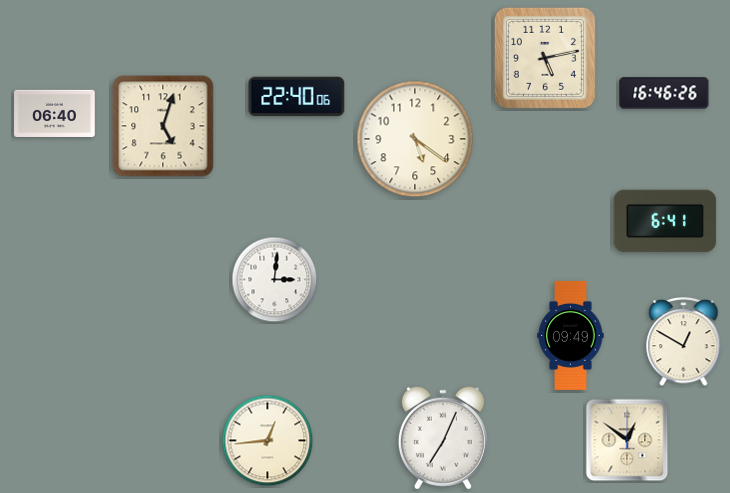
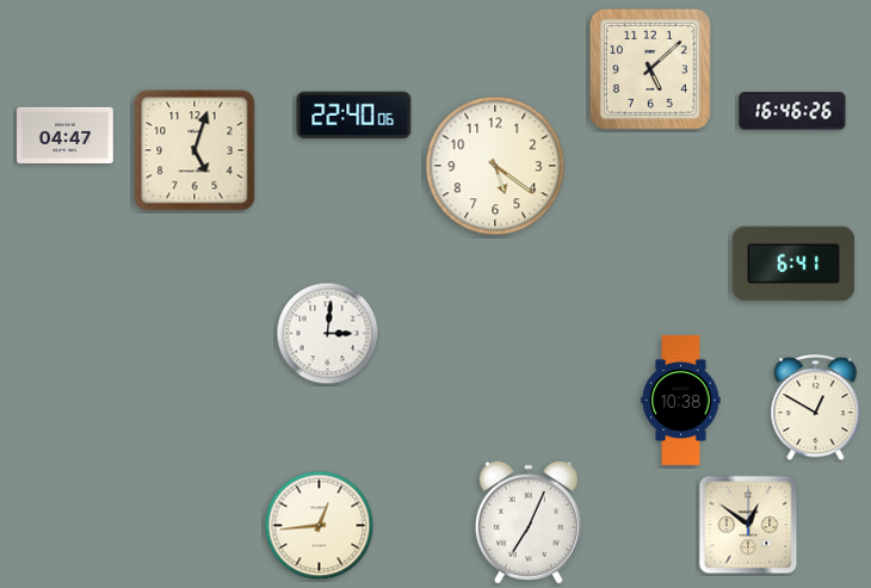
clock at (545, 58): 5:13 -> 5:08
clock at (55, 113): 06:40 -> 04:47
clock at (571, 335): 09:49 -> 10:38
